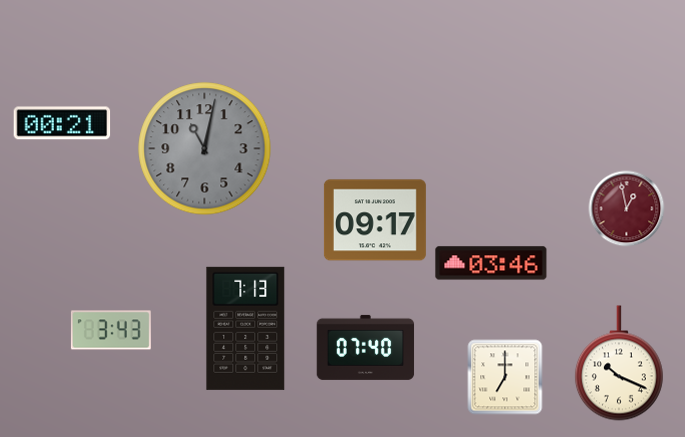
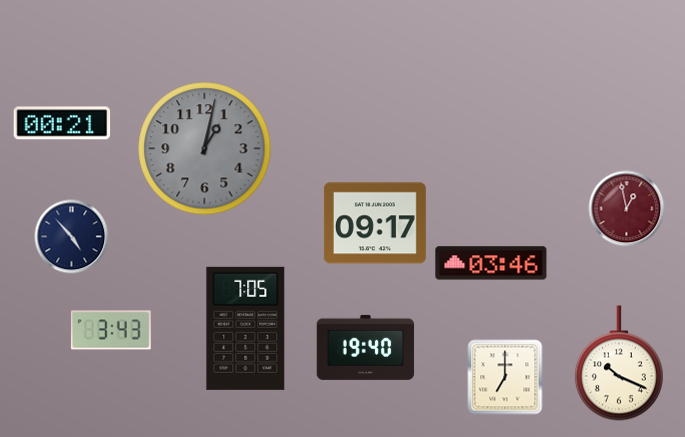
clock at (205, 149): 11:02 -> 1:02
clock at (375, 220) position: (375, 220) -> (375, 223)
clock at (72, 237): none -> 4:53
clock at (246, 328): 7:13 -> 7:05
clock at (366, 347): 07:40 -> 19:40
